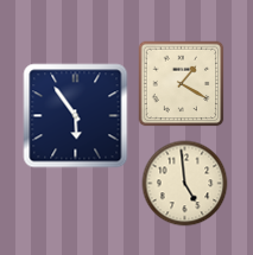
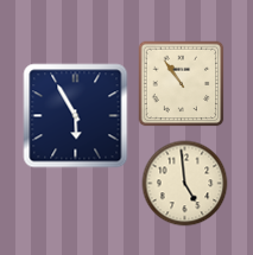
clock at (182, 84): 1:20 -> 10:54
clock at (76, 116): 5:54 -> 5:55
